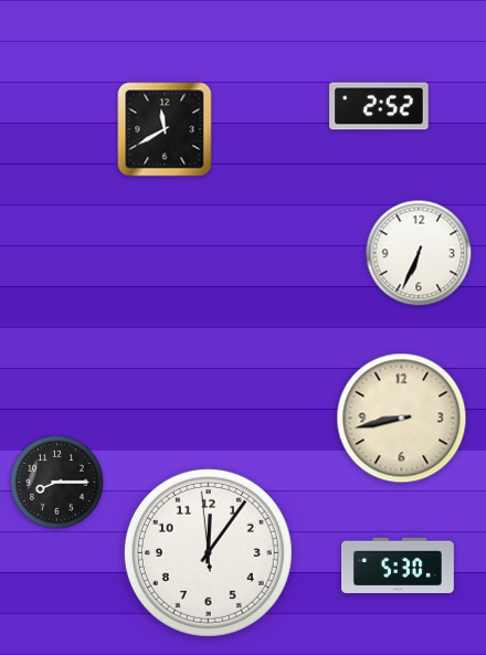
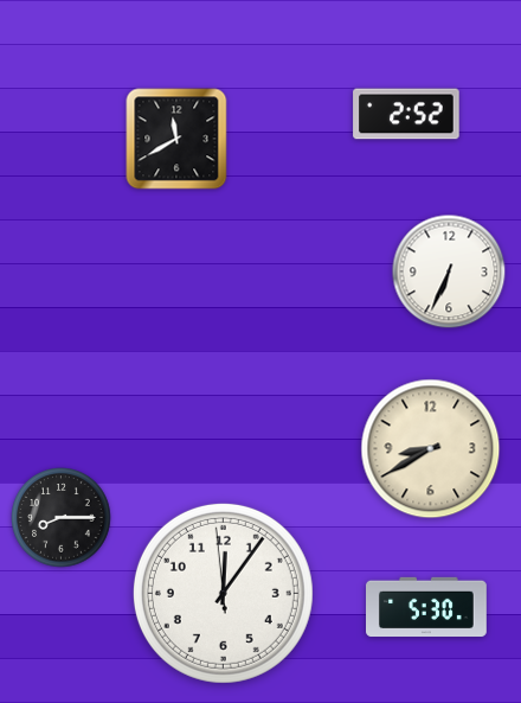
clock at (402, 419): 8:43 -> 8:40
